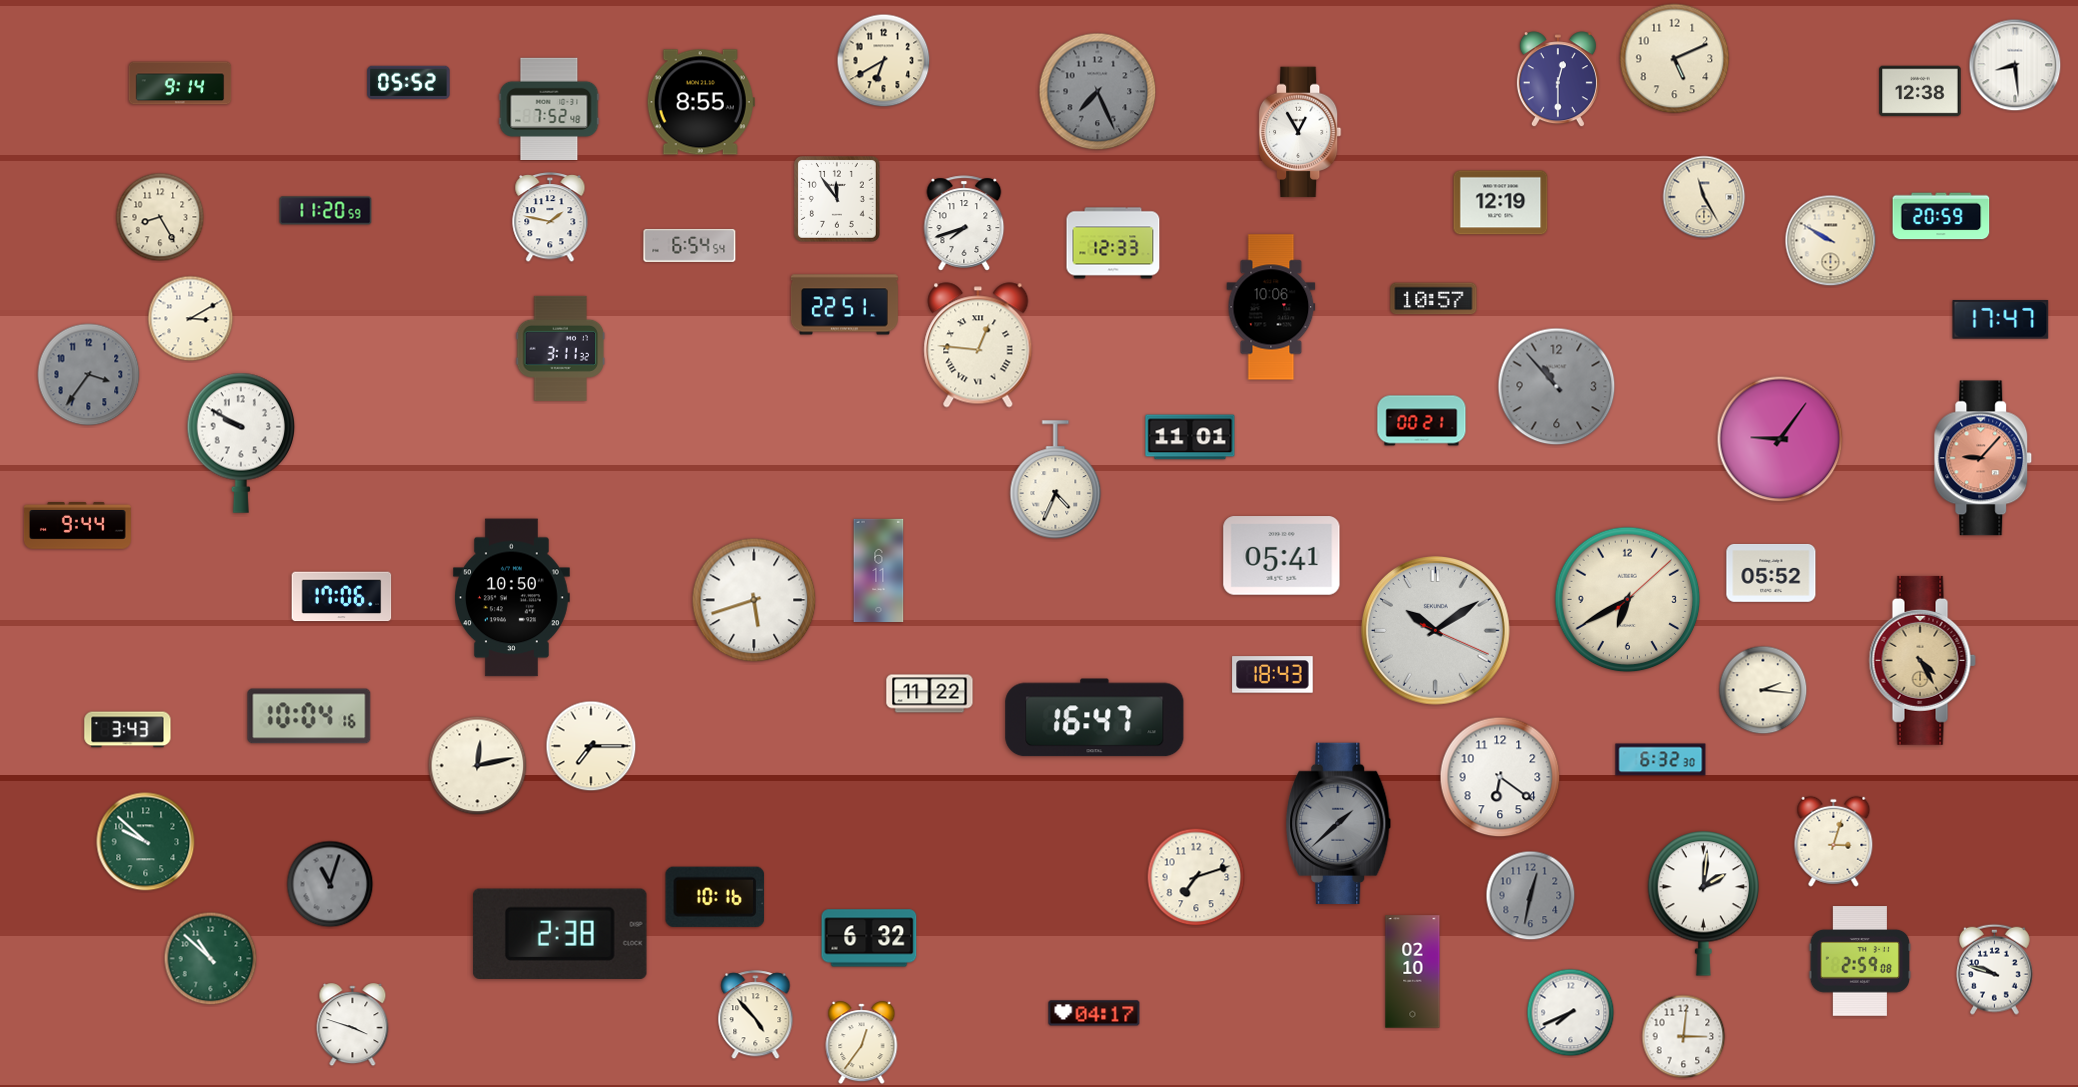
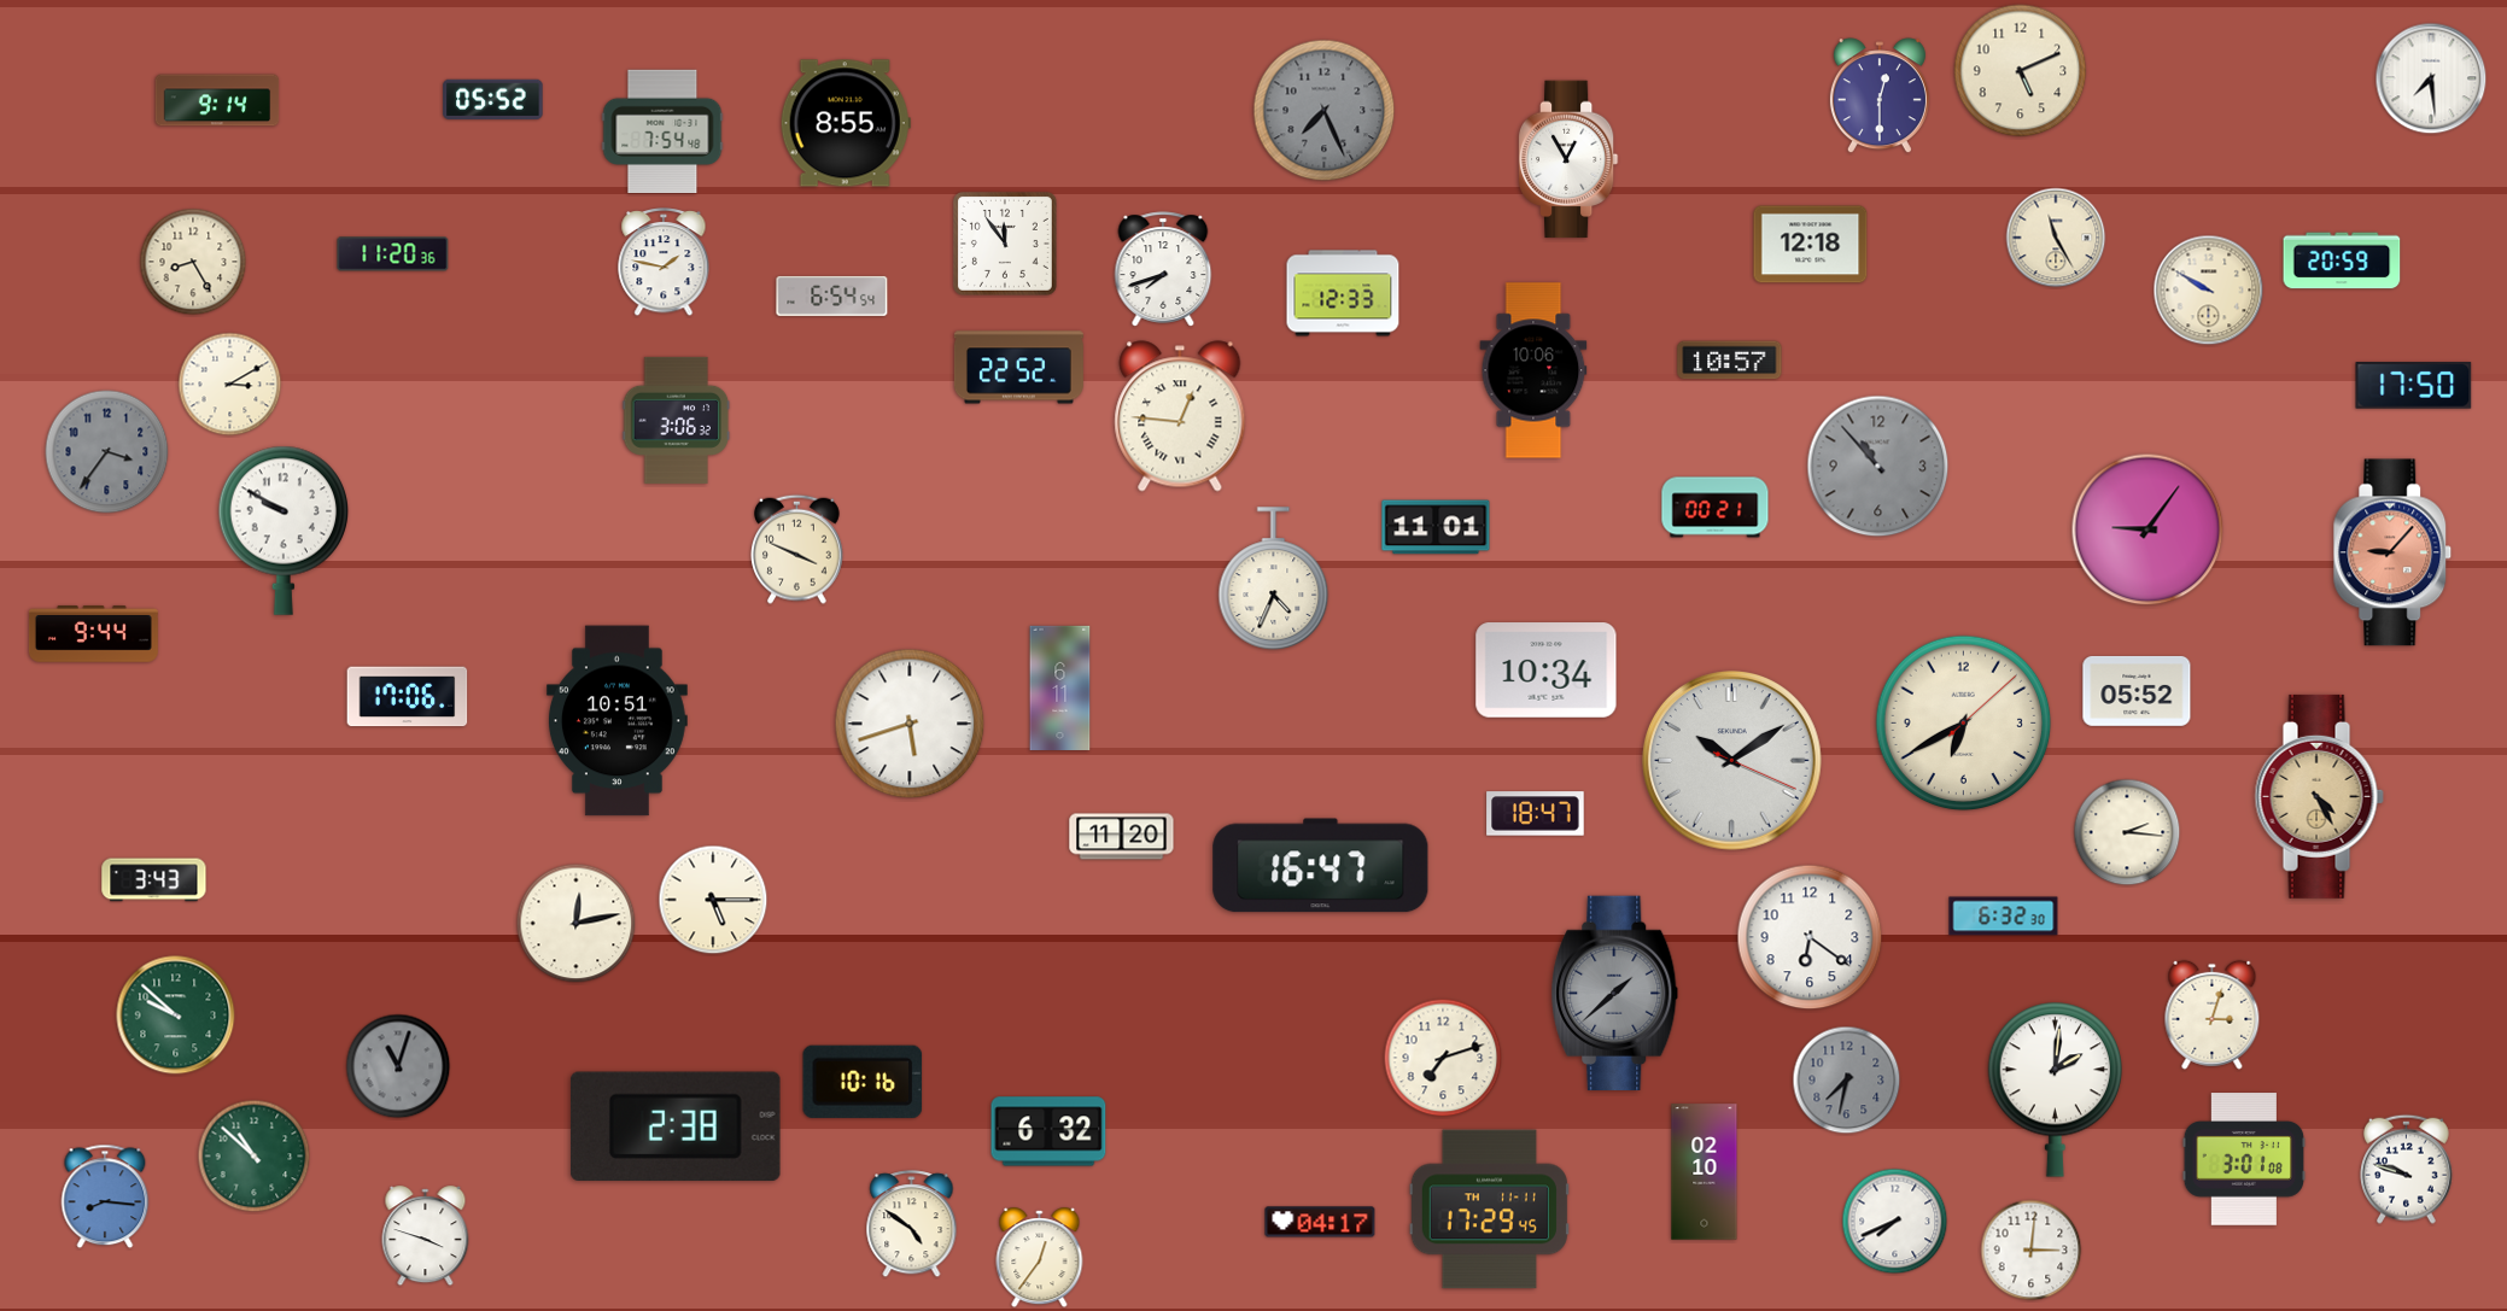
clock at (884, 61): 6:40 -> none
clock at (2015, 65): 8:29 -> 7:29
clock at (1920, 91): 12:38 -> none
clock at (549, 108): 7:52 -> 7:54
clock at (837, 199) position: (837, 199) -> (1005, 244)
clock at (1501, 203): 12:19 -> 12:18
clock at (326, 211): 11:20:59 -> 11:20:36
clock at (844, 305): 22:51 -> 22:52
clock at (2001, 320): 17:47 -> 17:50
clock at (561, 348): 3:11 -> 3:06
clock at (241, 443) position: (241, 443) -> (284, 531)
clock at (797, 549): none -> 3:49
clock at (1282, 556): 05:41 -> 10:34
clock at (342, 597) position: (342, 597) -> (408, 697)
clock at (511, 598): 10:50 -> 10:51
clock at (1273, 675): 18:43 -> 18:47
clock at (930, 694): 11:22 -> 11:20
clock at (309, 716): 10:04 -> none
clock at (591, 746): 7:15 -> 5:15
clock at (1531, 896): 12:32 -> 7:32
clock at (1860, 961): 2:59 -> 3:01
clock at (105, 1196): none -> 8:16
clock at (1489, 1210): none -> 17:29
clock at (756, 1015): 4:53 -> 4:51
